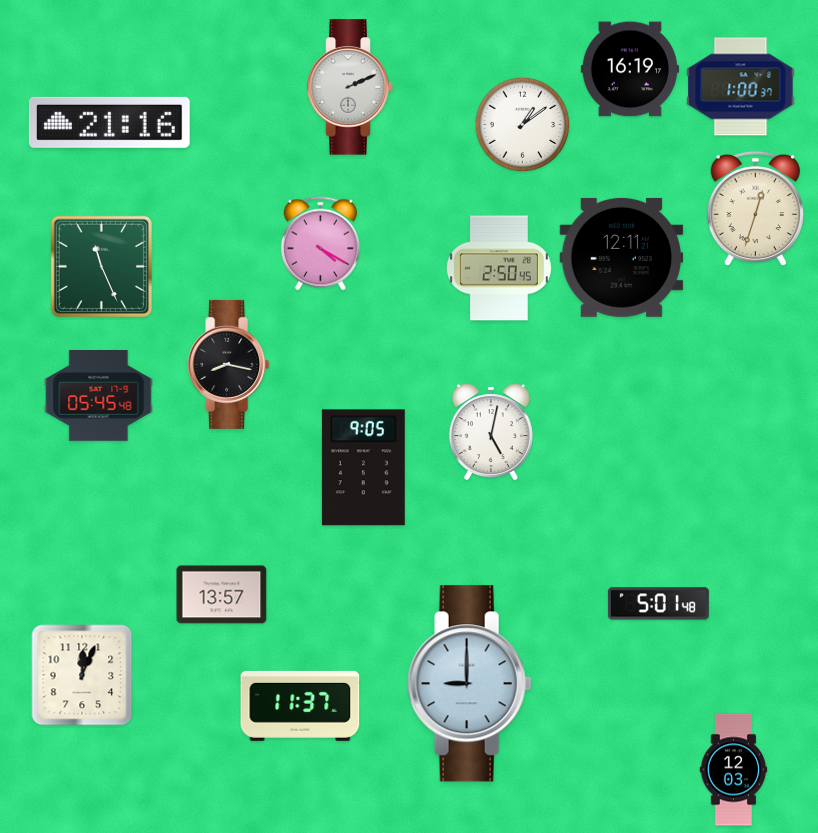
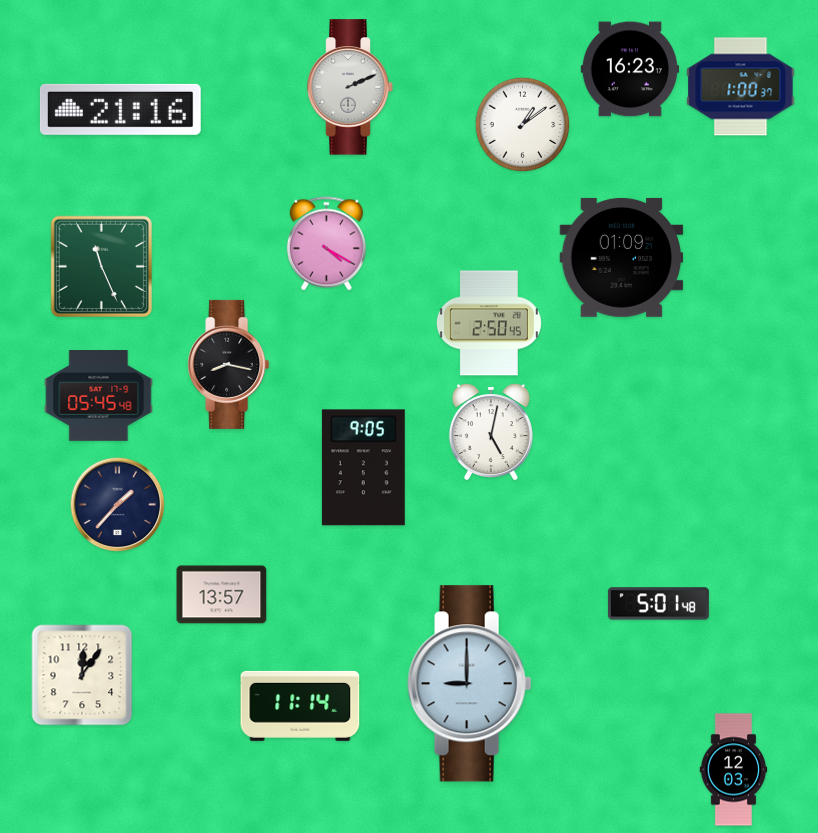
clock at (630, 69): 16:19 -> 16:23
clock at (109, 122) position: (109, 122) -> (120, 109)
clock at (755, 209): 12:33 -> none
clock at (320, 244) position: (320, 244) -> (326, 244)
clock at (622, 257): 12:11 -> 01:09
clock at (499, 268) position: (499, 268) -> (489, 323)
clock at (118, 505): none -> 1:37
clock at (82, 675): 12:04 -> 12:06
clock at (300, 706): 11:37 -> 11:14
